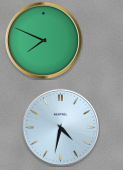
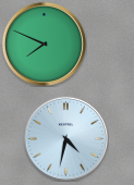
clock at (43, 40) position: (43, 40) -> (44, 44)
